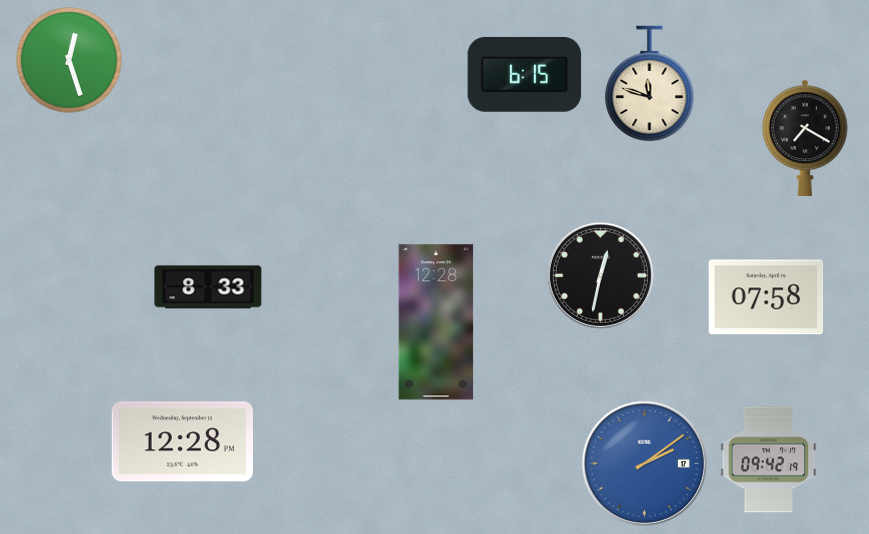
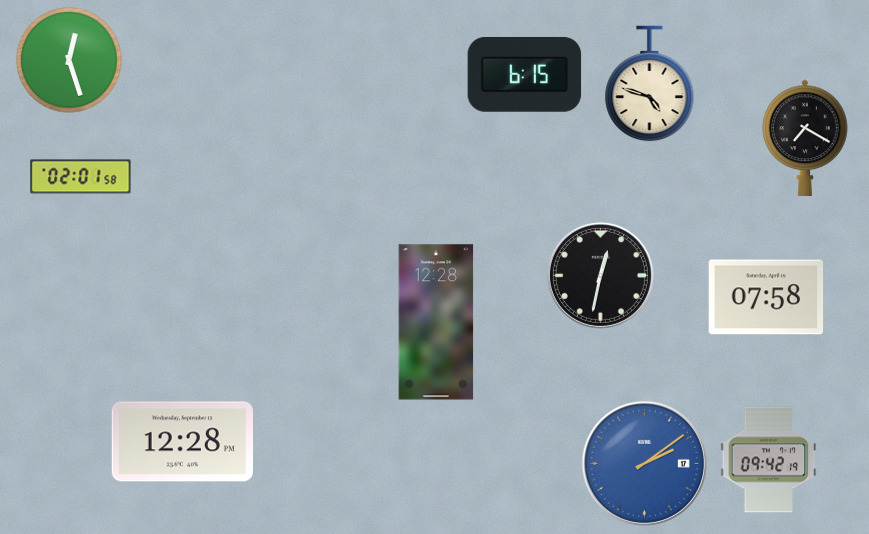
clock at (650, 84): 11:48 -> 4:48
clock at (81, 177): none -> 02:01
clock at (208, 287): 8:33 -> none
